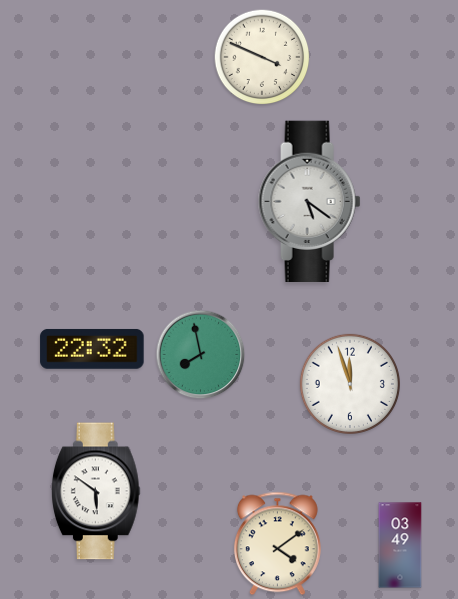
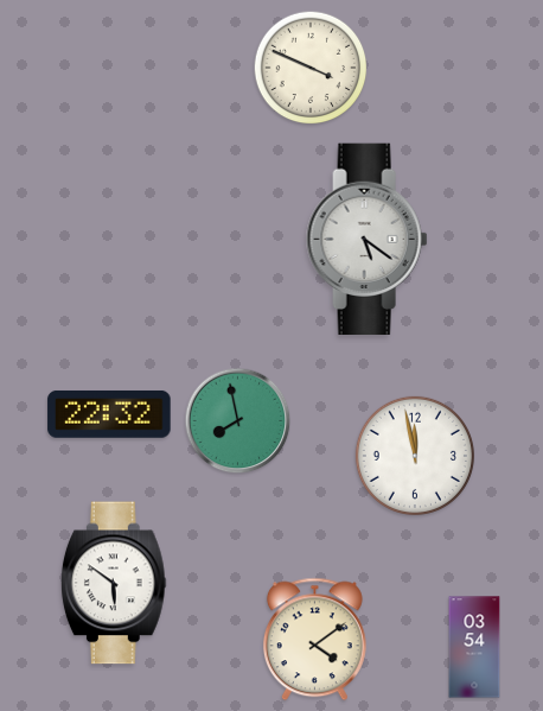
clock at (350, 384): 11:57 -> 11:58
clock at (277, 544) position: (277, 544) -> (314, 640)
clock at (400, 545): 03:49 -> 03:54
